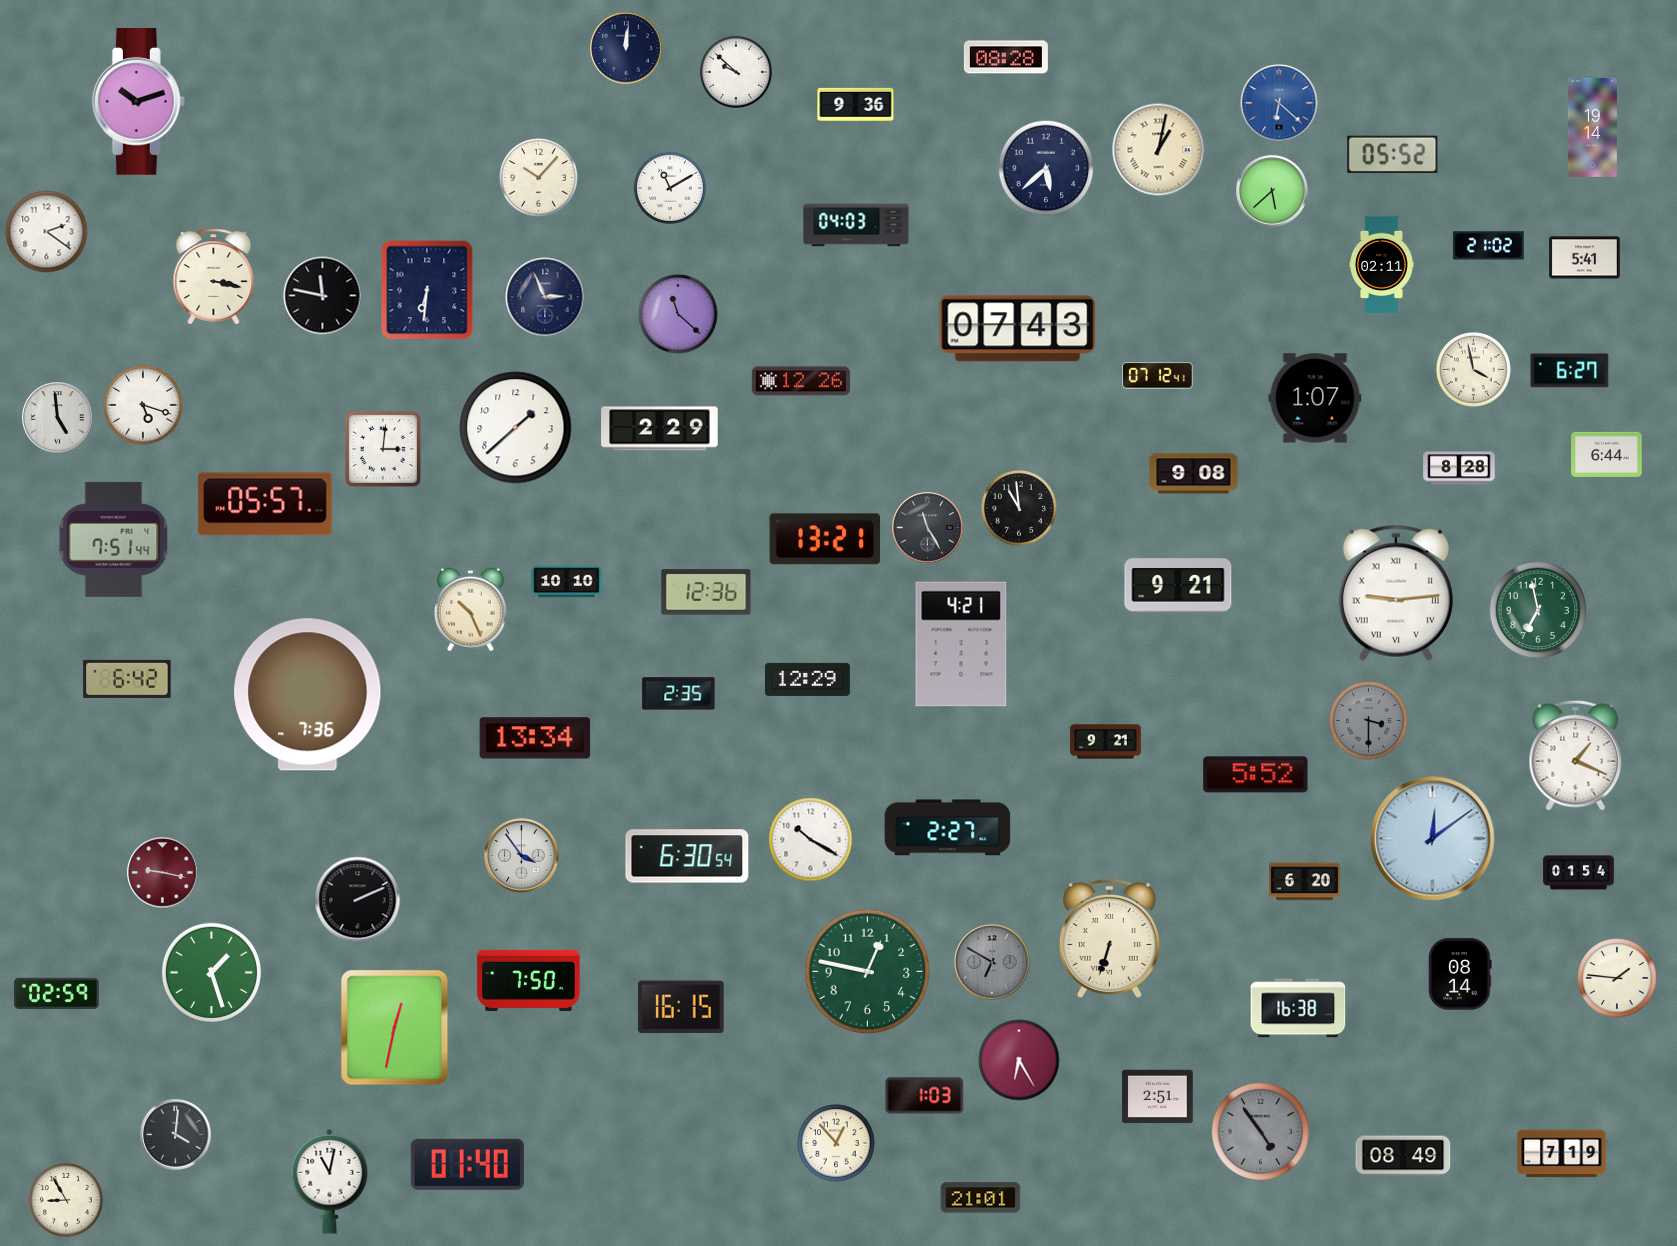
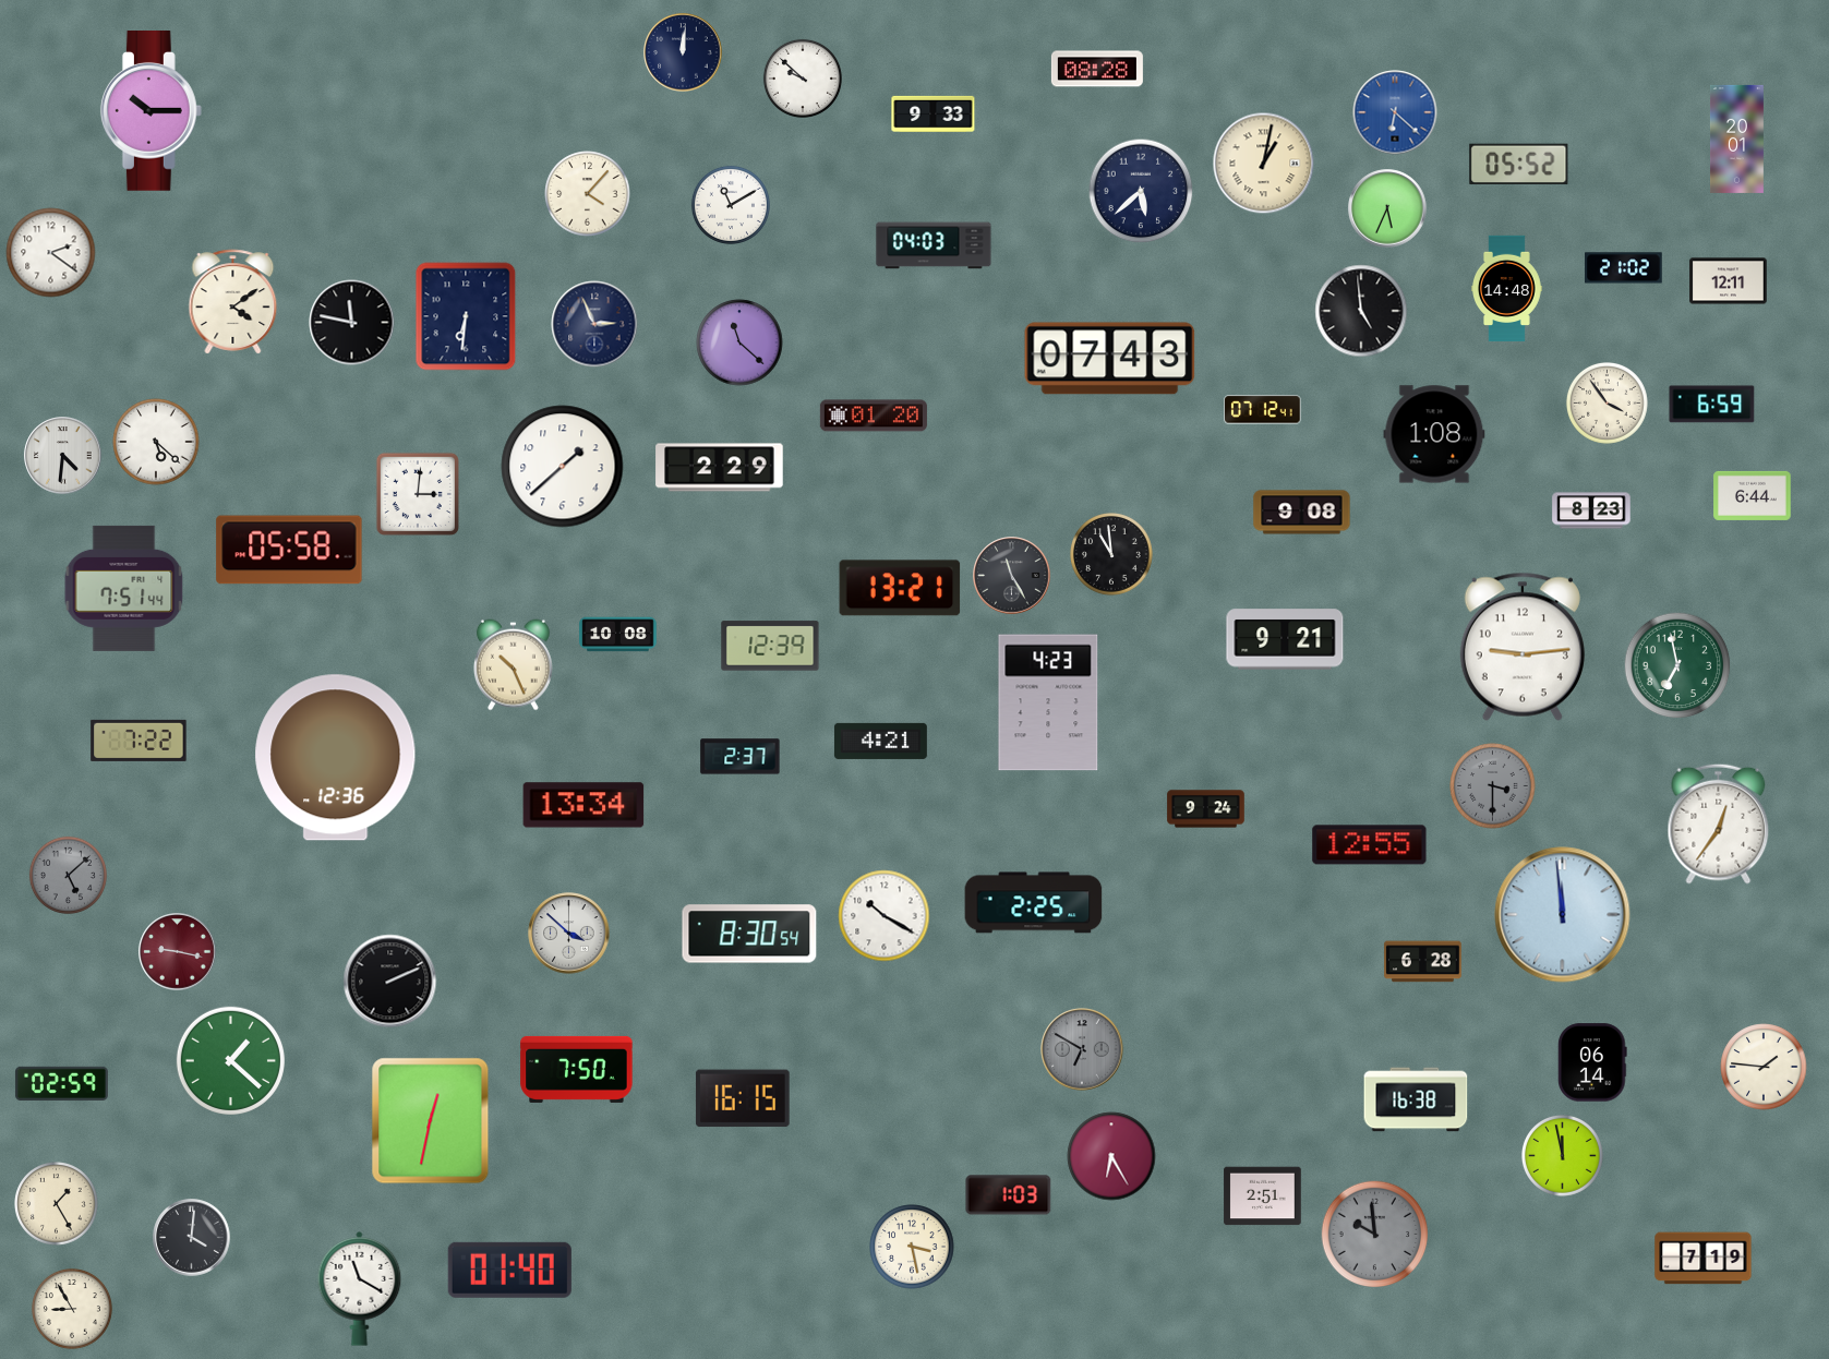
clock at (1006, 57) position: (1006, 57) -> (1097, 69)
clock at (138, 102): 10:12 -> 10:15
clock at (856, 104): 9:36 -> 9:33
clock at (1592, 127): 19:14 -> 20:01
clock at (1393, 154) position: (1393, 154) -> (1519, 164)
clock at (1046, 168) position: (1046, 168) -> (1141, 191)
clock at (539, 178): 10:07 -> 4:07
clock at (1272, 191): 5:38 -> 5:34
clock at (1585, 258): 5:41 -> 12:11
clock at (1382, 265): 02:11 -> 14:48
clock at (214, 277): 3:17 -> 4:09
clock at (1361, 311): none -> 4:59
clock at (1474, 370): 3:58 -> 3:54
clock at (1570, 371): 6:27 -> 6:59
clock at (801, 381): 12:26 -> 01:20
clock at (1315, 398): 1:07 -> 1:08
clock at (143, 405): 5:18 -> 5:22
clock at (58, 418): 4:59 -> 4:31
clock at (383, 449) position: (383, 449) -> (418, 494)
clock at (1459, 468): 8:28 -> 8:23
clock at (1194, 474) position: (1194, 474) -> (1302, 513)
clock at (265, 504): 05:57 -> 05:58
clock at (567, 582): 10:10 -> 10:08
clock at (706, 592): 12:36 -> 12:39
clock at (1396, 593) numerals: Roman -> Arabic
clock at (961, 644): 4:21 -> 4:23
clock at (127, 679): 6:42 -> 7:22
clock at (807, 679): 12:29 -> 4:21
clock at (679, 694): 2:35 -> 2:37
clock at (308, 695): 7:36 -> 12:36
clock at (1106, 742): 9:21 -> 9:24
clock at (1576, 755): 1:19 -> 12:36
clock at (1256, 775): 5:52 -> 12:55
clock at (68, 875): none -> 5:08
clock at (948, 828): 2:27 -> 2:25
clock at (1433, 839): 12:09 -> 11:59
clock at (522, 856): 3:54 -> 3:52
clock at (687, 856): 6:30 -> 8:30
clock at (1579, 873): 01:54 -> none
clock at (1305, 882): 6:20 -> 6:28
clock at (1109, 938): 6:33 -> none
clock at (211, 972): 1:27 -> 1:22
clock at (868, 972): 12:47 -> none
clock at (1460, 974): 08:14 -> 06:14
clock at (1563, 1156): none -> 11:58
clock at (57, 1204): none -> 1:25
clock at (1261, 1132): 4:54 -> 9:59
clock at (836, 1143): 12:53 -> 3:28
clock at (1403, 1156): 08:49 -> none
clock at (330, 1182): 11:02 -> 11:20
clock at (981, 1198): 21:01 -> none
